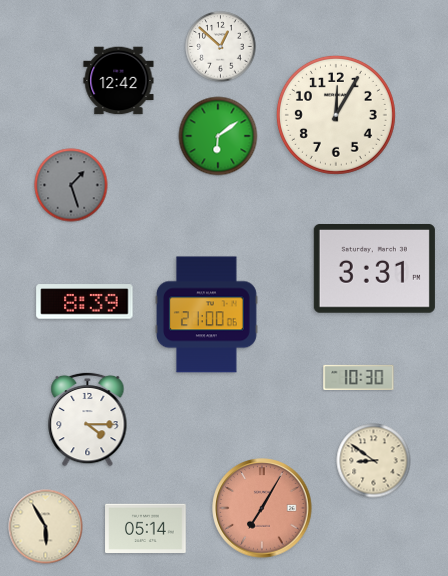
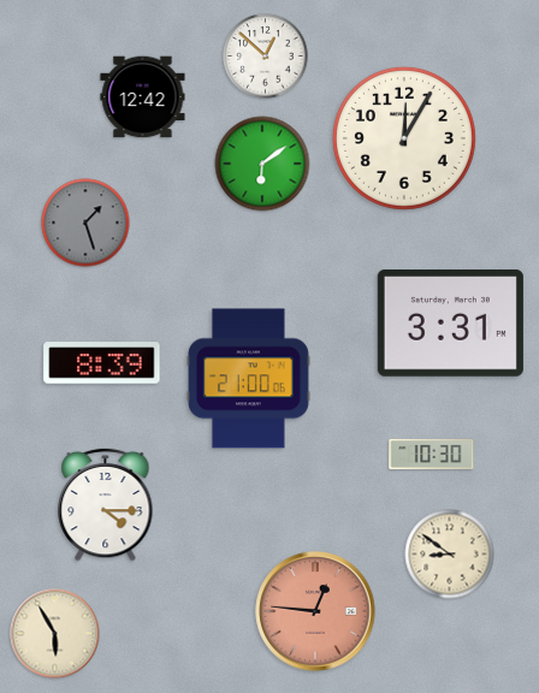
clock at (262, 508): 7:05 -> 12:46
clock at (146, 529): 05:14 -> none
